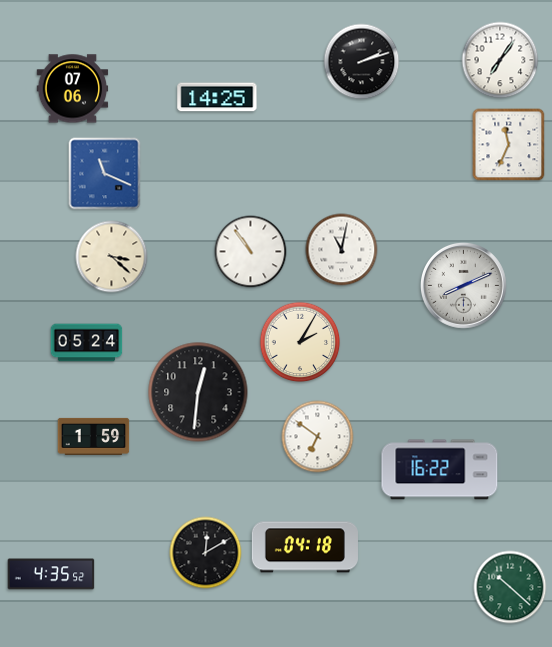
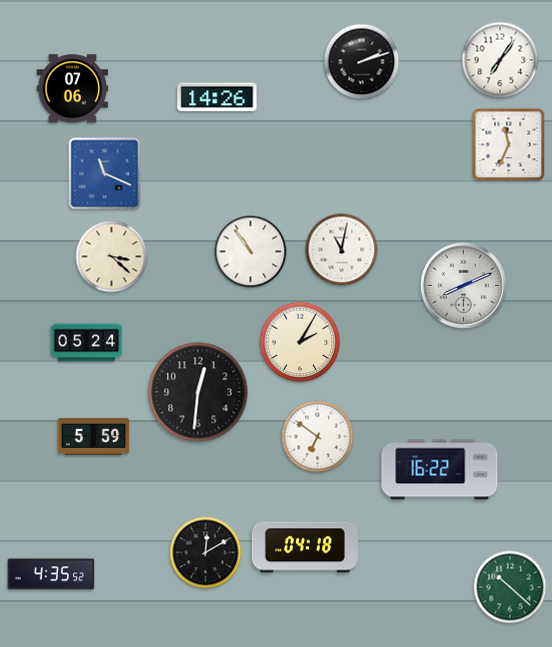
clock at (217, 97): 14:25 -> 14:26
clock at (94, 436): 1:59 -> 5:59
